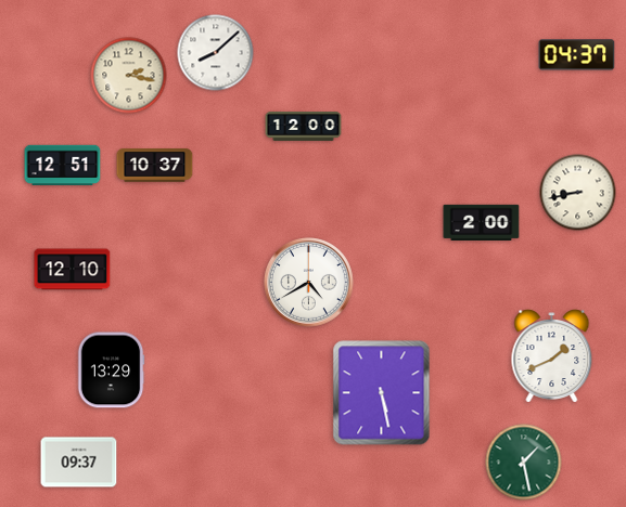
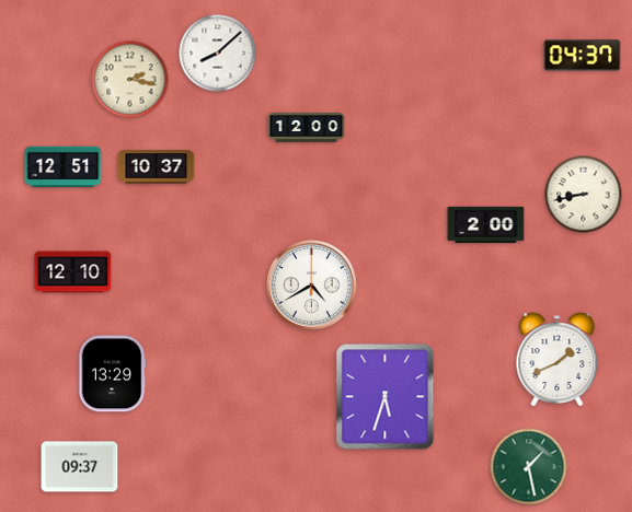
clock at (129, 76) position: (129, 76) -> (130, 80)
clock at (382, 393): 5:28 -> 5:33
